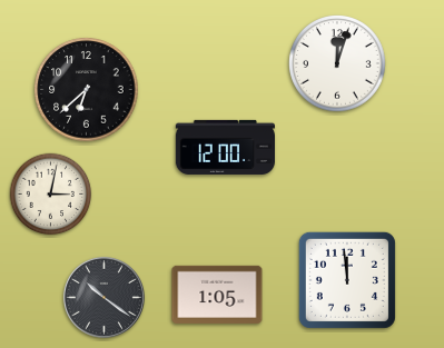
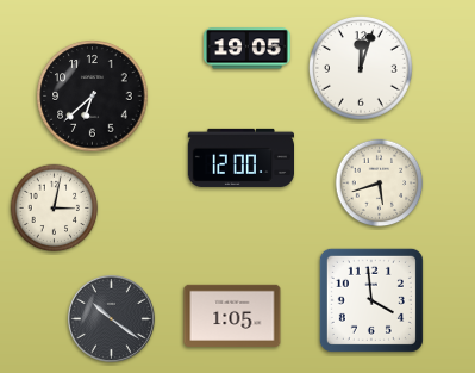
clock at (248, 49): none -> 19:05
clock at (380, 184): none -> 5:42
clock at (347, 280): 11:59 -> 3:59
